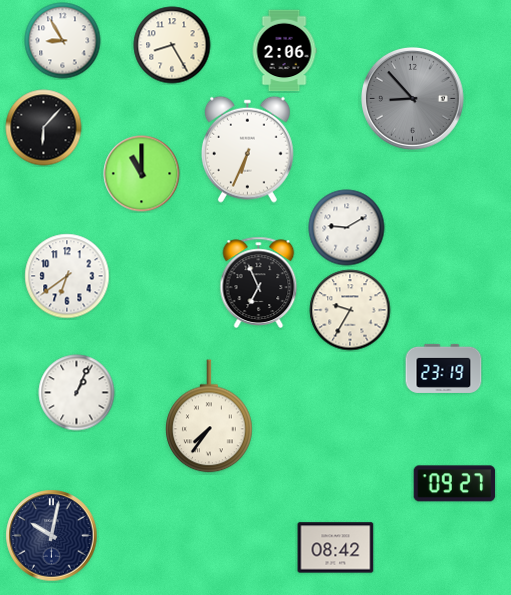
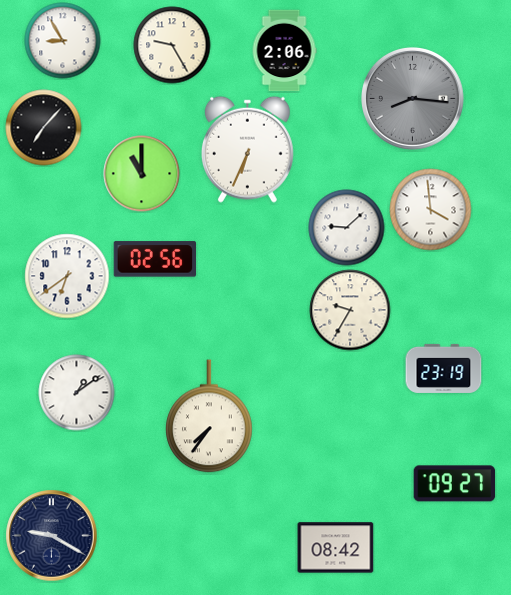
clock at (172, 45): 8:25 -> 9:25
clock at (412, 98): 8:53 -> 8:16
clock at (44, 128): 6:07 -> 7:07
clock at (431, 210): none -> 3:59
clock at (347, 228): 9:10 -> 9:08
clock at (155, 259): none -> 02:56
clock at (259, 282): 6:56 -> none
clock at (77, 393): 1:04 -> 1:09
clock at (52, 536): 10:02 -> 9:20
